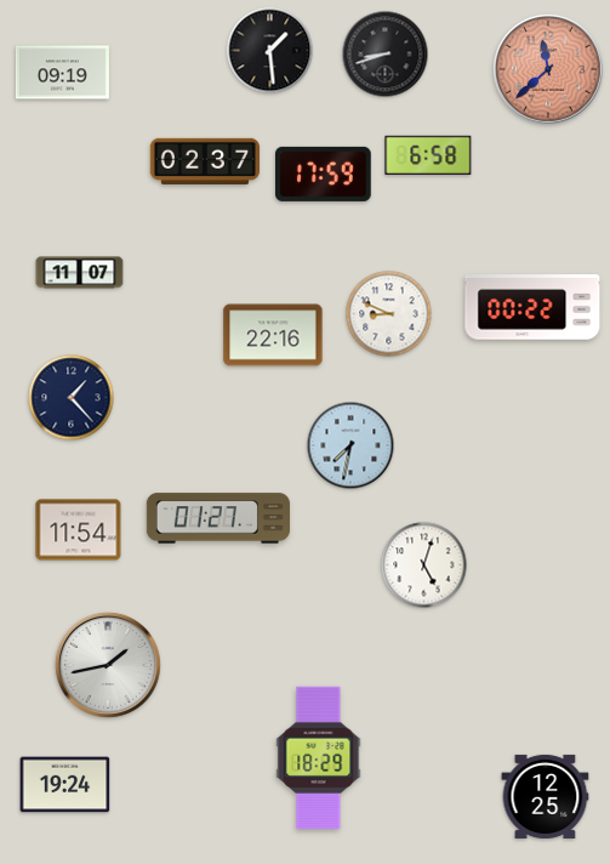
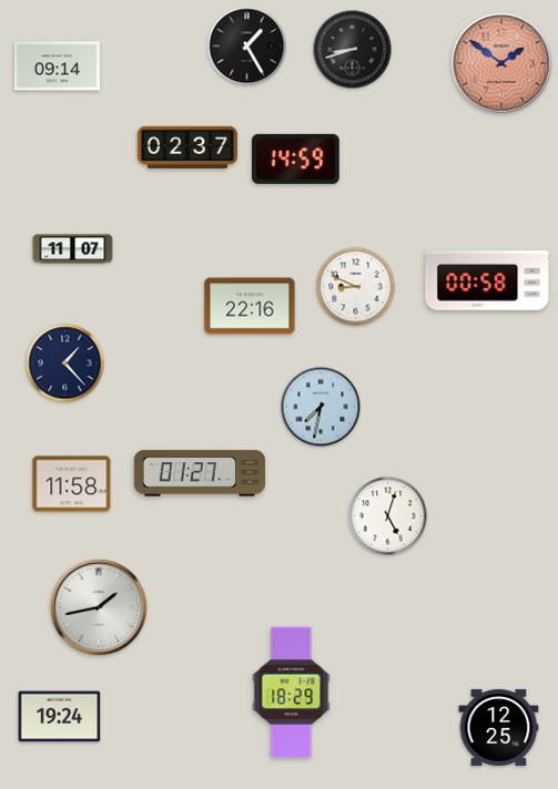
clock at (270, 51): 1:29 -> 1:25
clock at (548, 69): 11:38 -> 1:51
clock at (62, 73): 09:19 -> 09:14
clock at (428, 155): 6:58 -> none
clock at (324, 174): 17:59 -> 14:59
clock at (532, 307): 00:22 -> 00:58
clock at (79, 530): 11:54 -> 11:58
